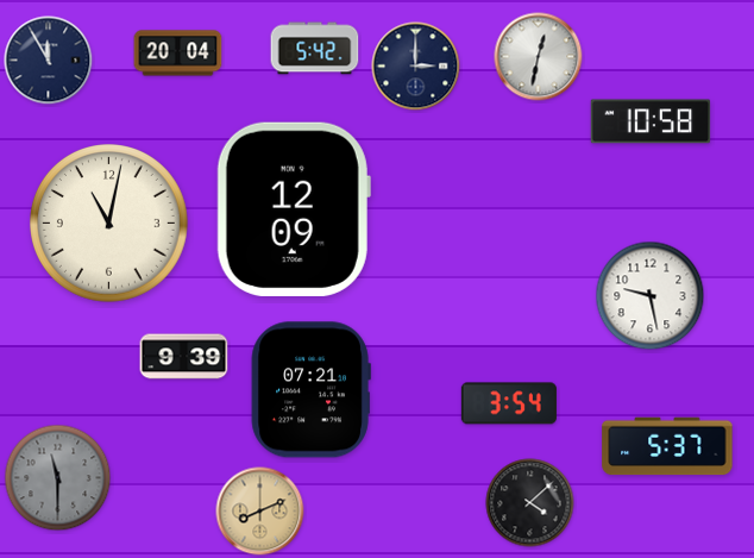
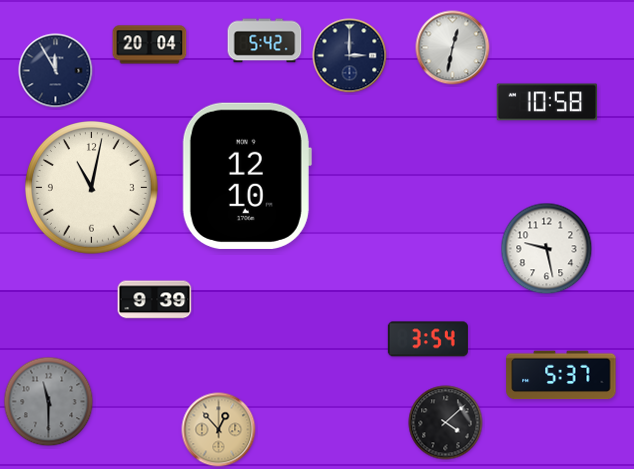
clock at (49, 61) position: (49, 61) -> (56, 71)
clock at (294, 209): 12:09 -> 12:10
clock at (310, 390): 07:21 -> none
clock at (260, 512): 8:11 -> 12:53
